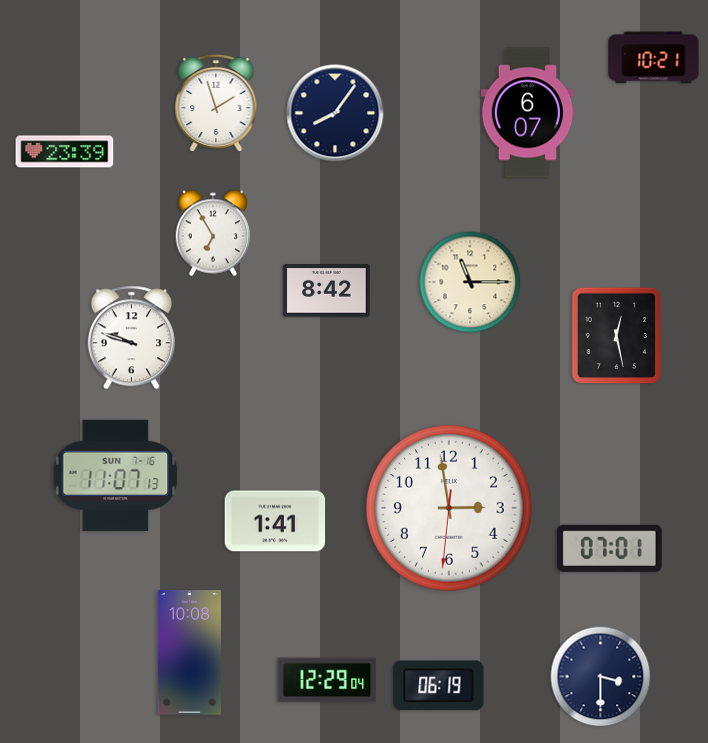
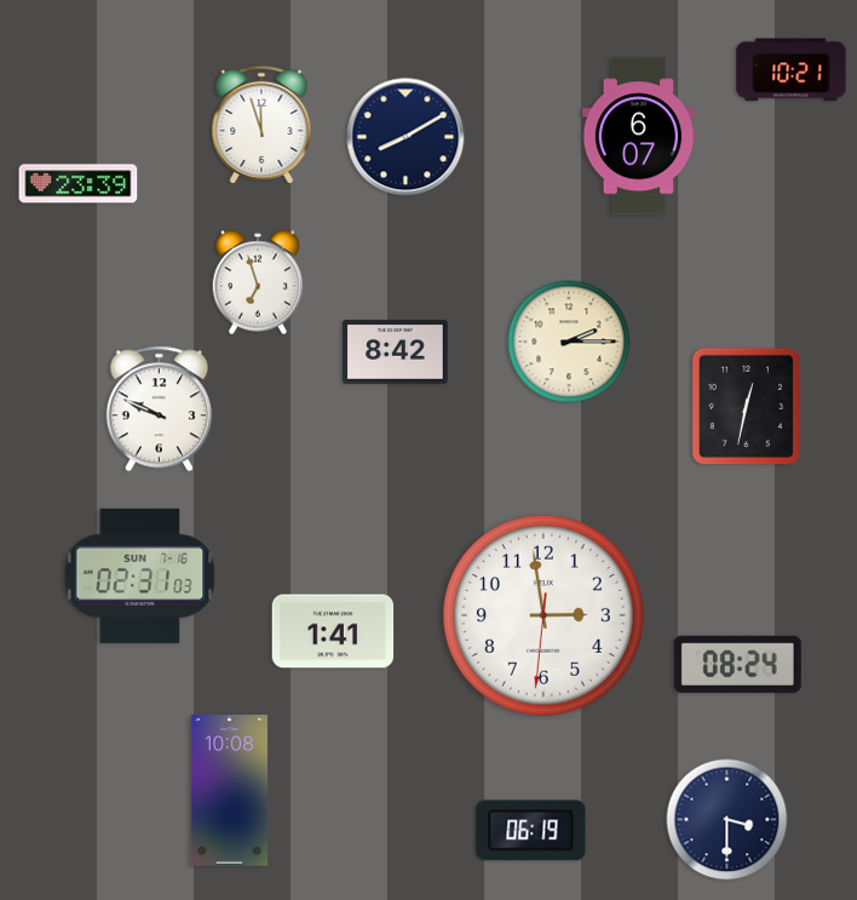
clock at (216, 103): 1:57 -> 11:57
clock at (335, 113): 8:06 -> 8:10
clock at (213, 233): 6:55 -> 6:57
clock at (470, 282): 11:15 -> 2:15
clock at (617, 336): 12:28 -> 12:32
clock at (131, 338): 9:48 -> 9:49
clock at (116, 475): 11:07 -> 02:31
clock at (609, 548): 07:01 -> 08:24
clock at (327, 680): 12:29 -> none
